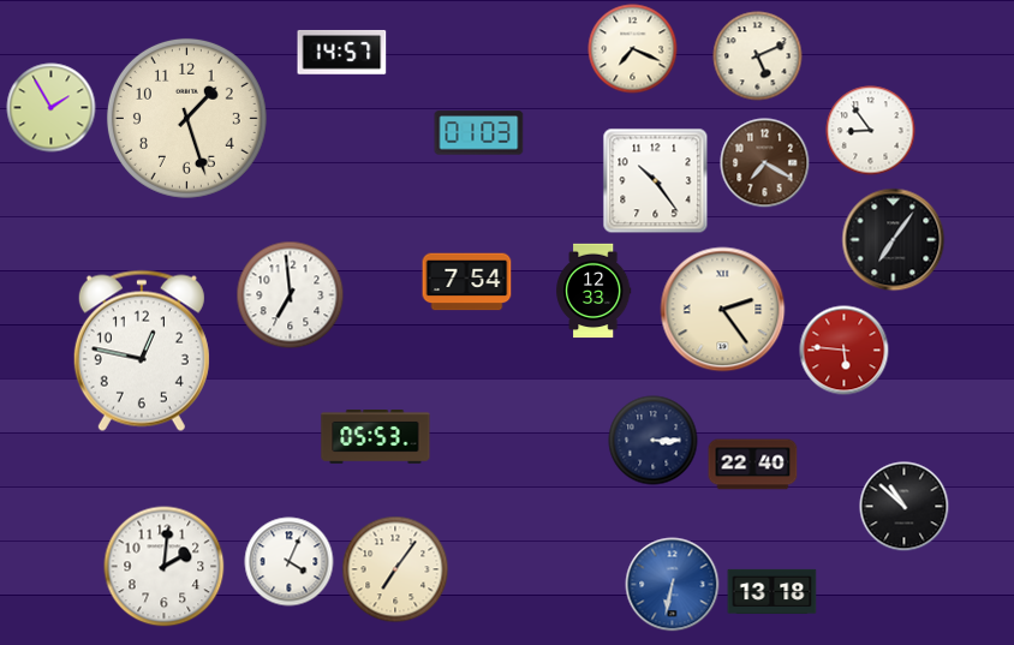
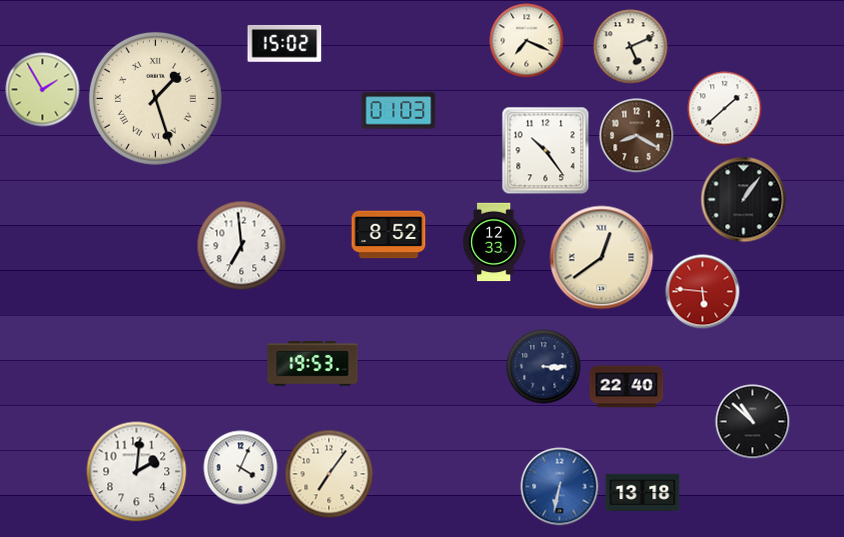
clock at (342, 52): 14:57 -> 15:02
clock at (186, 118) numerals: Arabic -> Roman
clock at (871, 131): 8:54 -> 1:38
clock at (765, 163): 7:20 -> 8:20
clock at (894, 240): 7:06 -> 1:06
clock at (467, 282): 7:54 -> 8:52
clock at (723, 310): 2:24 -> 12:39
clock at (142, 351): 12:47 -> none
clock at (376, 437): 05:53 -> 19:53
